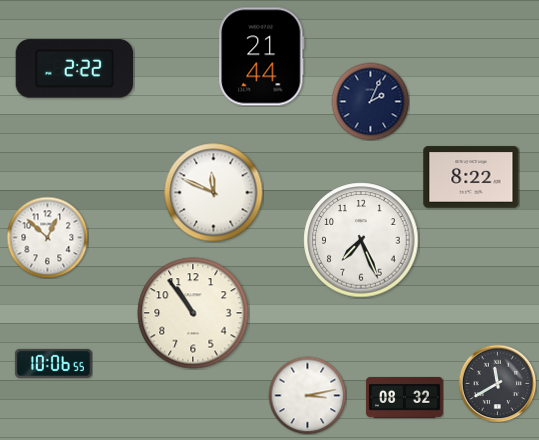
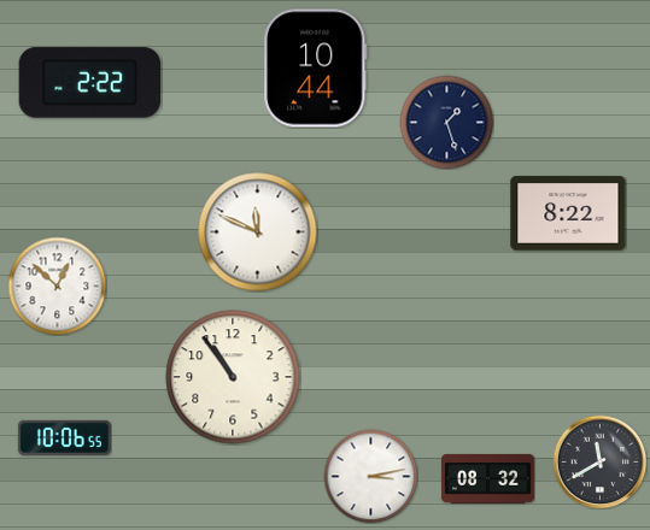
clock at (262, 57): 21:44 -> 10:44
clock at (370, 101): 2:04 -> 1:27
clock at (361, 240): 7:26 -> none
